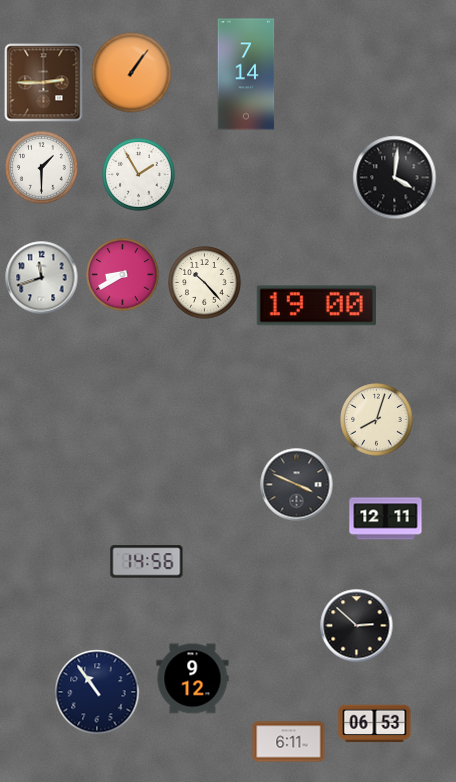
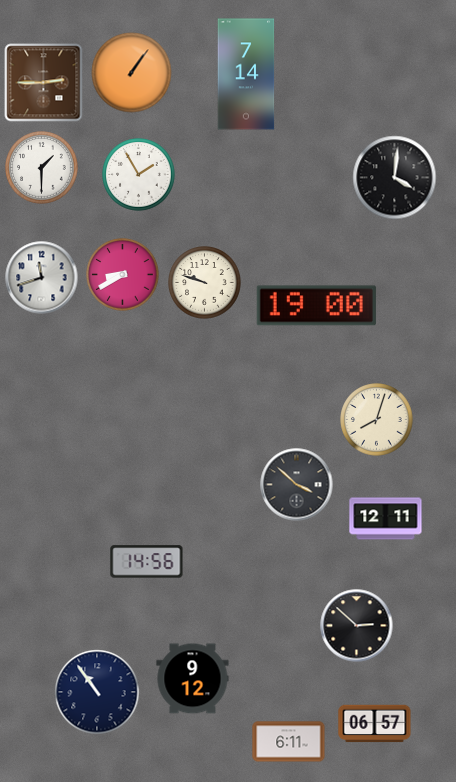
clock at (205, 283): 10:23 -> 9:48
clock at (297, 485): 3:49 -> 3:52
clock at (375, 724): 06:53 -> 06:57
